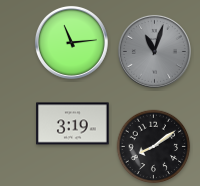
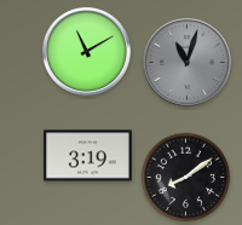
clock at (71, 42): 11:14 -> 11:10
clock at (73, 124) position: (73, 124) -> (88, 156)
